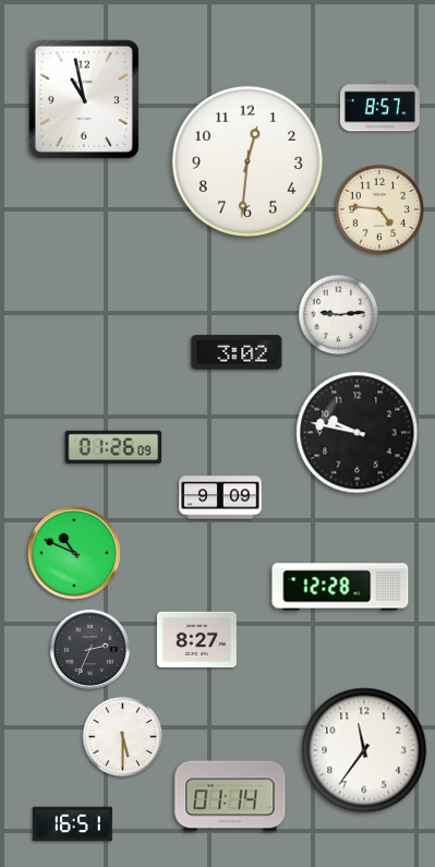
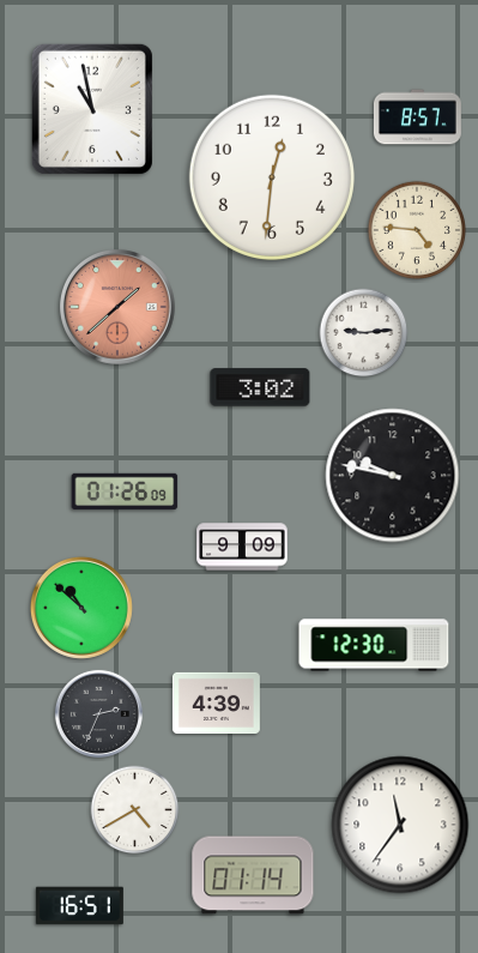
clock at (117, 307): none -> 1:38
clock at (339, 315) position: (339, 315) -> (364, 333)
clock at (74, 553): 10:49 -> 10:52
clock at (340, 587): 12:28 -> 12:30
clock at (196, 639): 8:27 -> 4:39
clock at (123, 737): 5:30 -> 4:40
